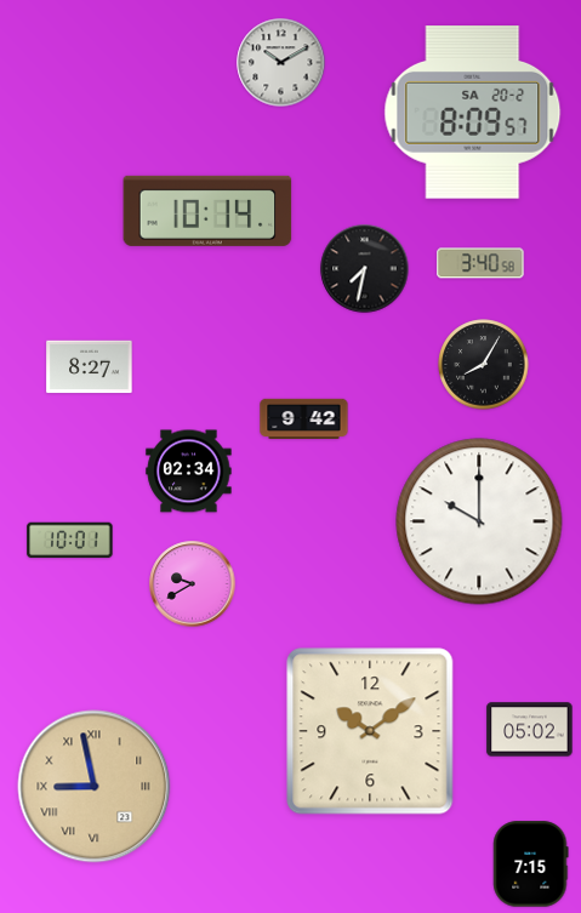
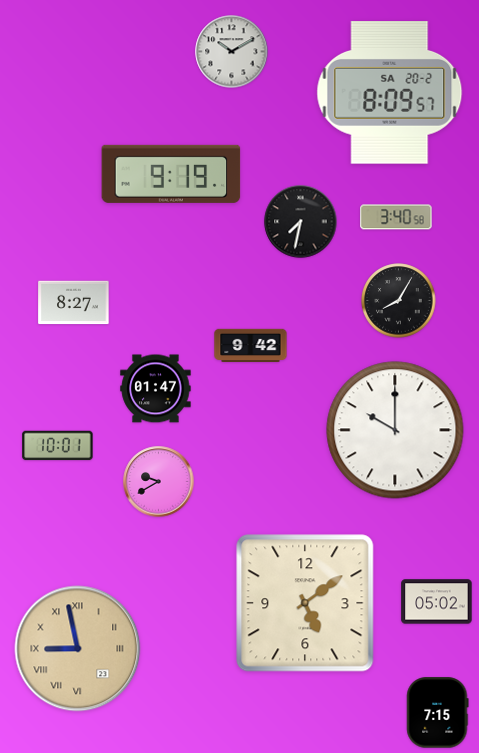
clock at (207, 211): 10:14 -> 9:19
clock at (189, 472): 02:34 -> 01:47
clock at (370, 731): 10:09 -> 5:09
